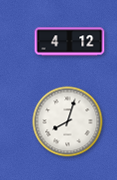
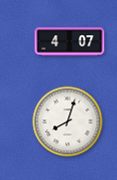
clock at (70, 42): 4:12 -> 4:07
